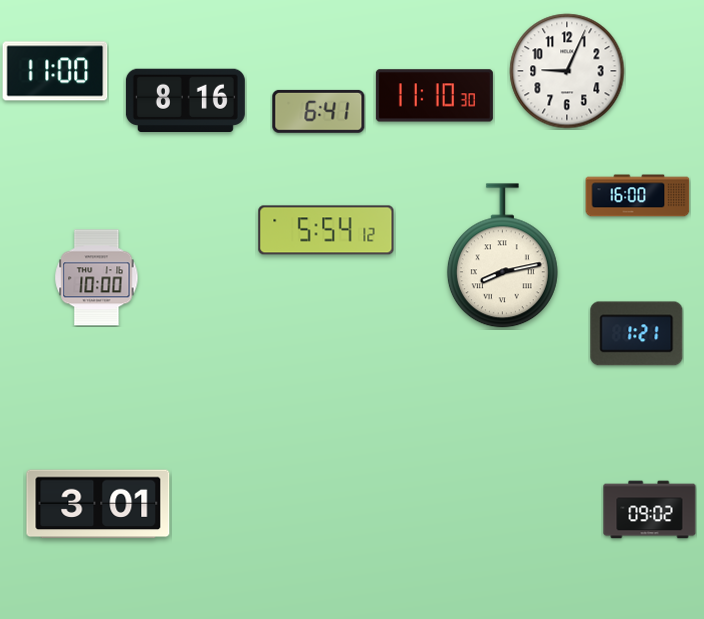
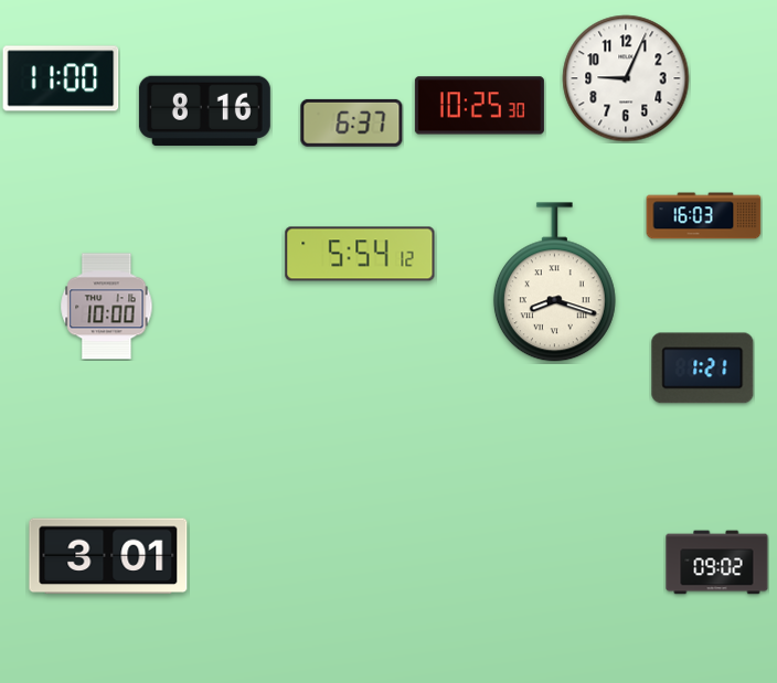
clock at (434, 96): 11:10 -> 10:25
clock at (319, 111): 6:41 -> 6:37
clock at (638, 196): 16:00 -> 16:03
clock at (502, 256): 8:13 -> 8:18
